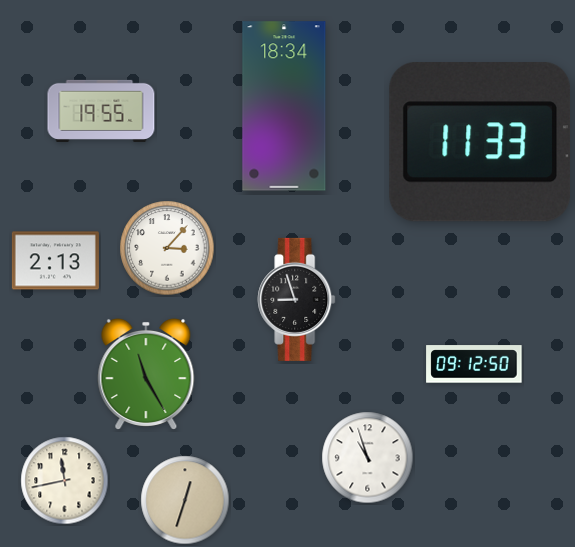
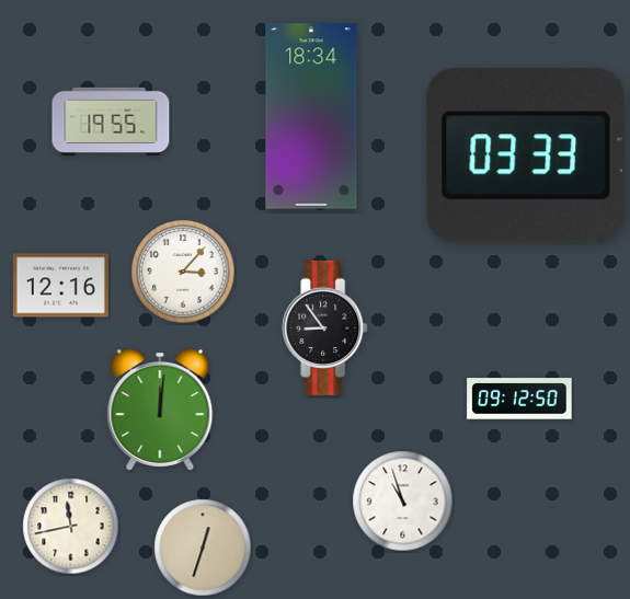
clock at (479, 142): 11:33 -> 03:33
clock at (55, 261): 2:13 -> 12:16
clock at (297, 299): 8:57 -> 8:54
clock at (146, 374): 11:25 -> 12:01
